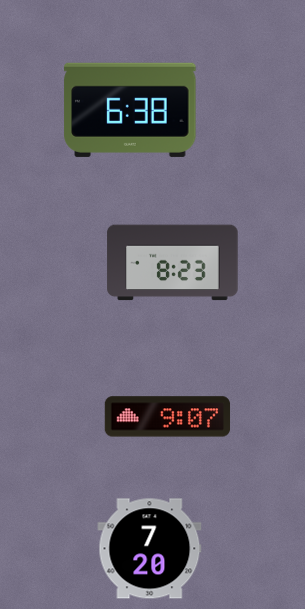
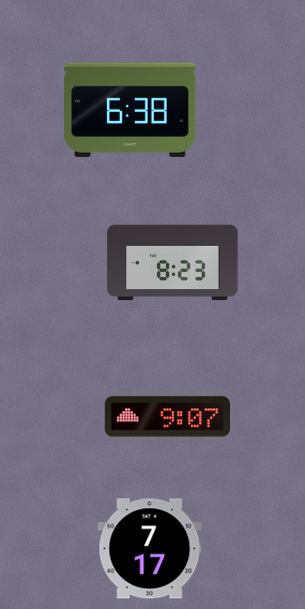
clock at (150, 549): 7:20 -> 7:17
